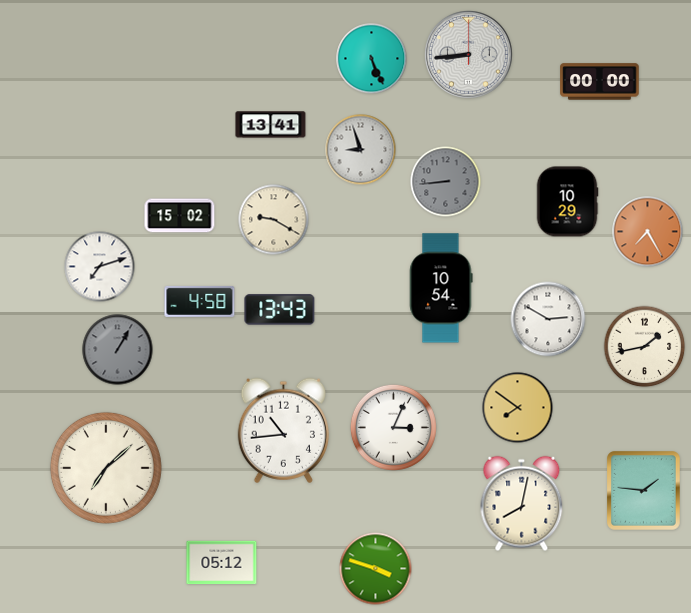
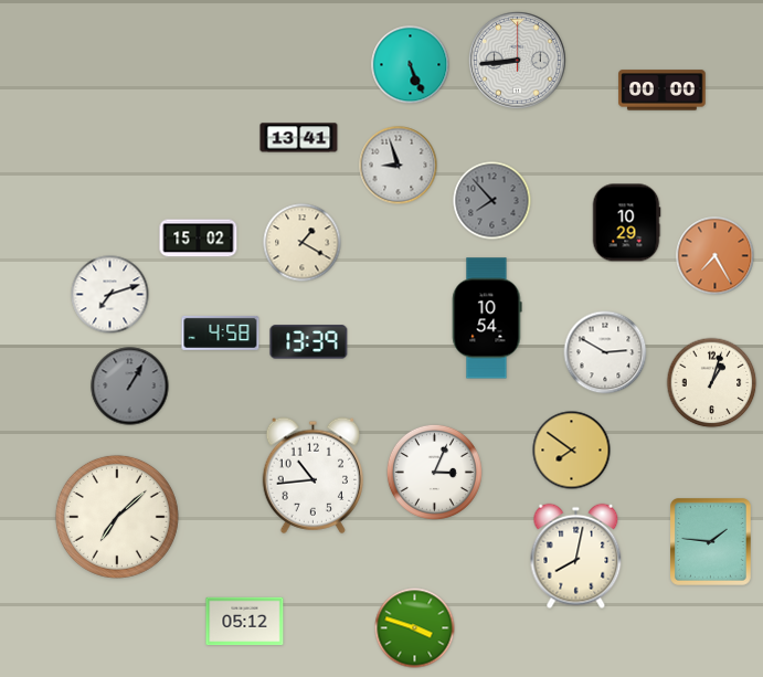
clock at (446, 182): 8:44 -> 7:53
clock at (274, 220): 9:20 -> 1:20
clock at (280, 310): 13:43 -> 13:39
clock at (645, 347): 1:43 -> 1:03
